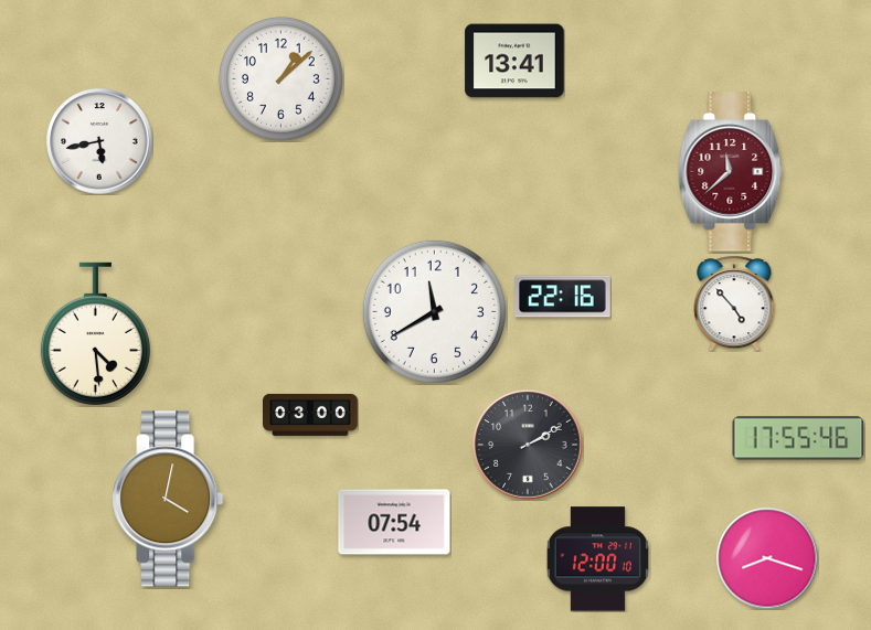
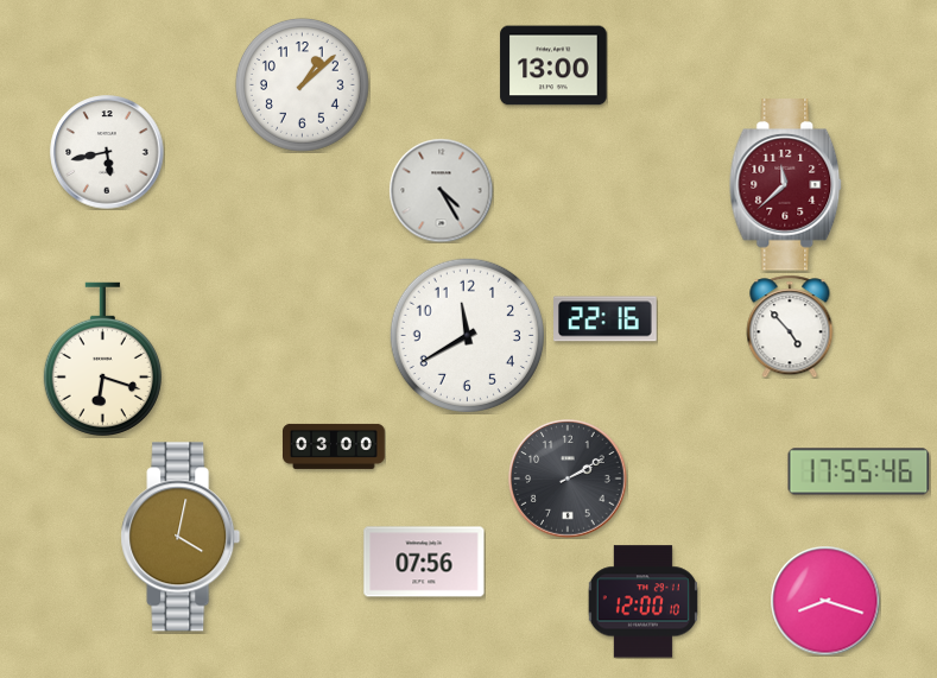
clock at (514, 61): 13:41 -> 13:00
clock at (441, 190): none -> 4:25
clock at (95, 333): 4:29 -> 6:18
clock at (394, 522): 07:54 -> 07:56
